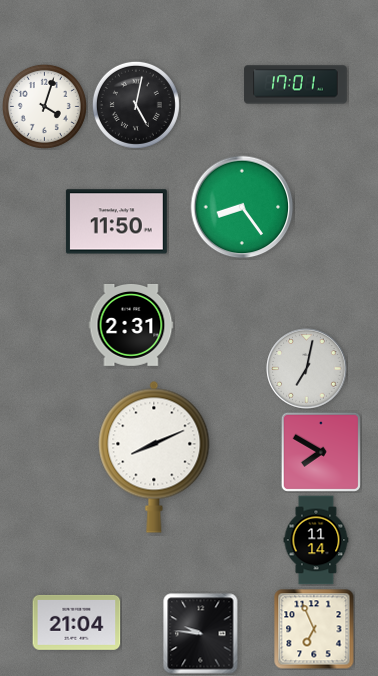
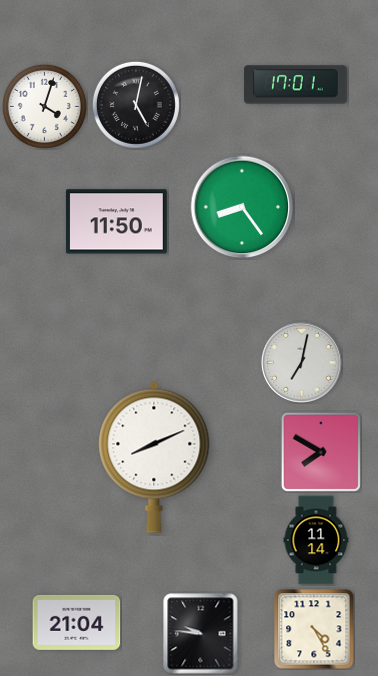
clock at (131, 325): 2:31 -> none
clock at (307, 369) position: (307, 369) -> (302, 363)
clock at (314, 629): 6:56 -> 4:25
